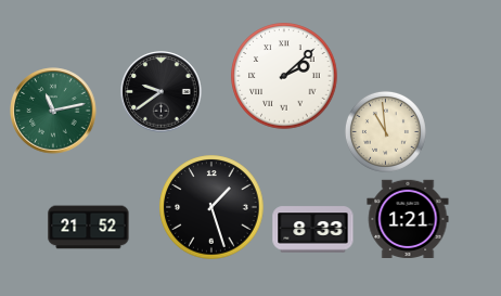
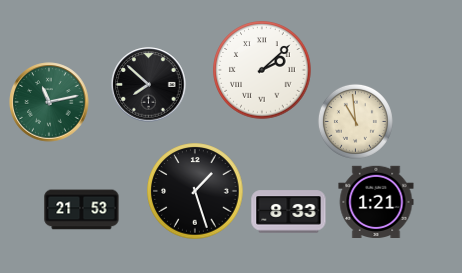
clock at (162, 92): 9:39 -> 7:52
clock at (89, 228): 21:52 -> 21:53
